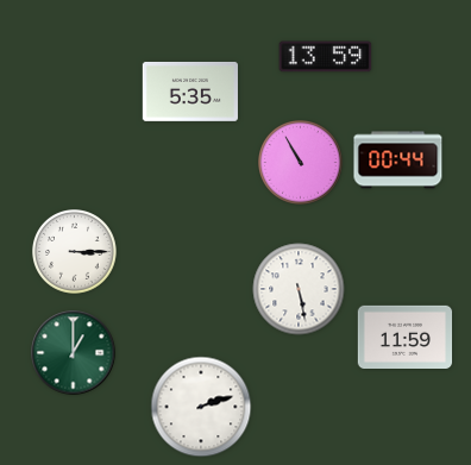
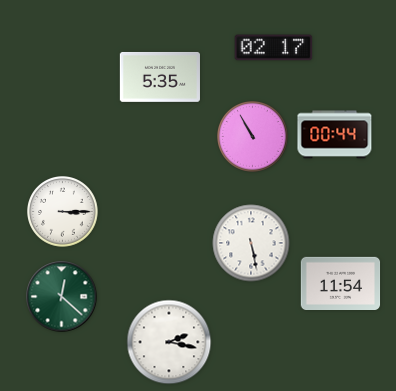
clock at (326, 57): 13:59 -> 02:17
clock at (406, 337): 11:59 -> 11:54
clock at (74, 353): 1:00 -> 12:22
clock at (201, 407): 2:12 -> 2:17
